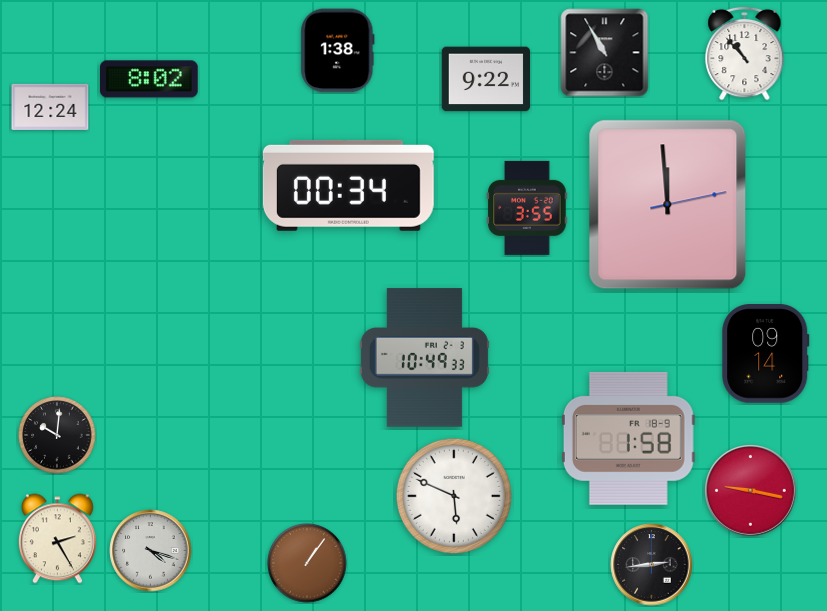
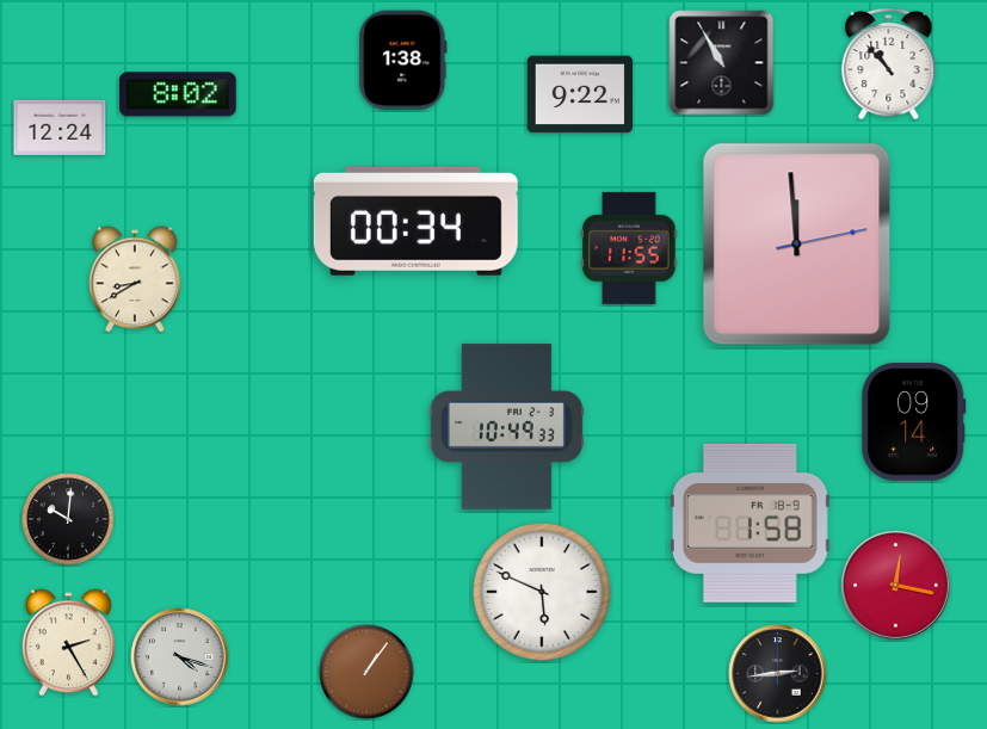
clock at (527, 208): 3:55 -> 11:55
clock at (135, 279): none -> 8:40
clock at (751, 491): 9:17 -> 12:17
